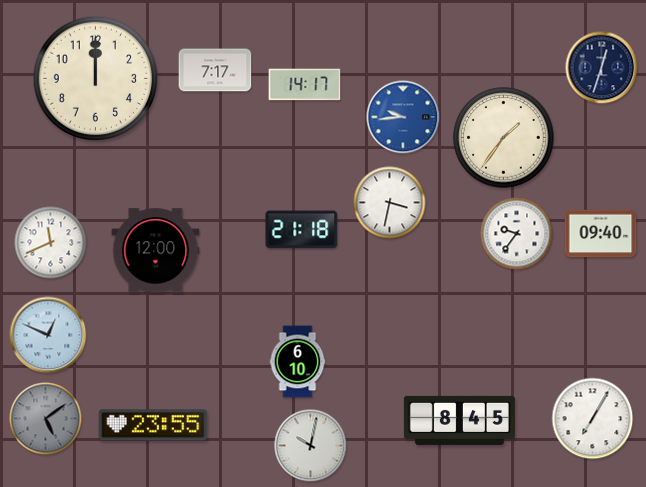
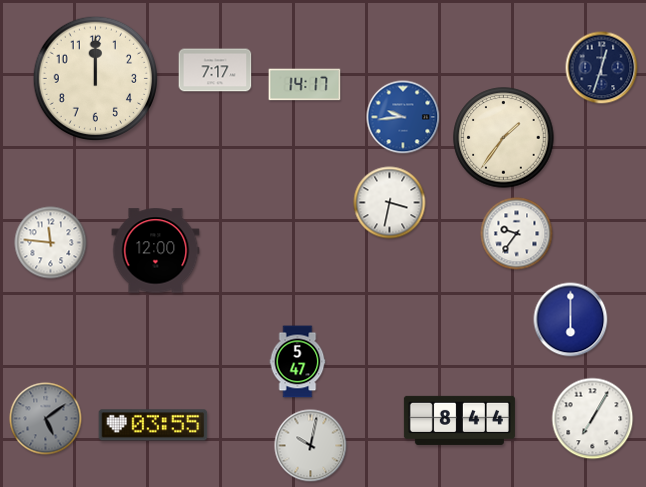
clock at (302, 230): 21:18 -> none
clock at (601, 234): 09:40 -> none
clock at (51, 243): 11:41 -> 11:46
clock at (571, 320): none -> 6:00
clock at (48, 335): 12:49 -> none
clock at (298, 362): 6:10 -> 5:47
clock at (459, 420): 8:45 -> 8:44
clock at (153, 425): 23:55 -> 03:55
